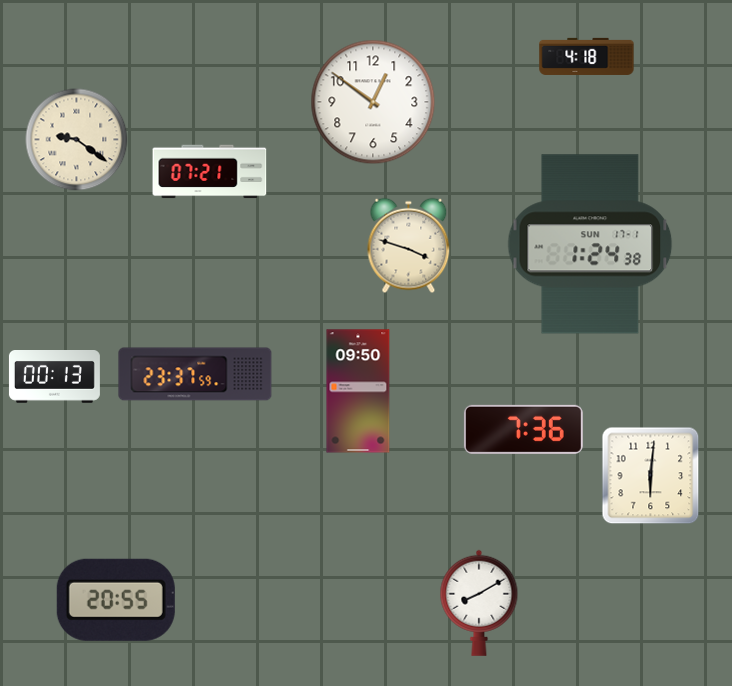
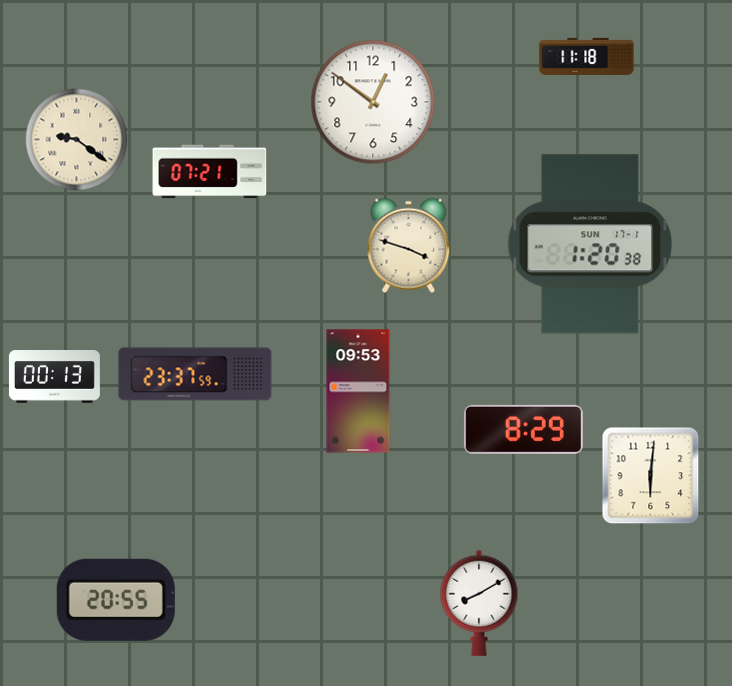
clock at (587, 56): 4:18 -> 11:18
clock at (590, 244): 1:24 -> 1:20
clock at (358, 391): 09:50 -> 09:53
clock at (523, 429): 7:36 -> 8:29
